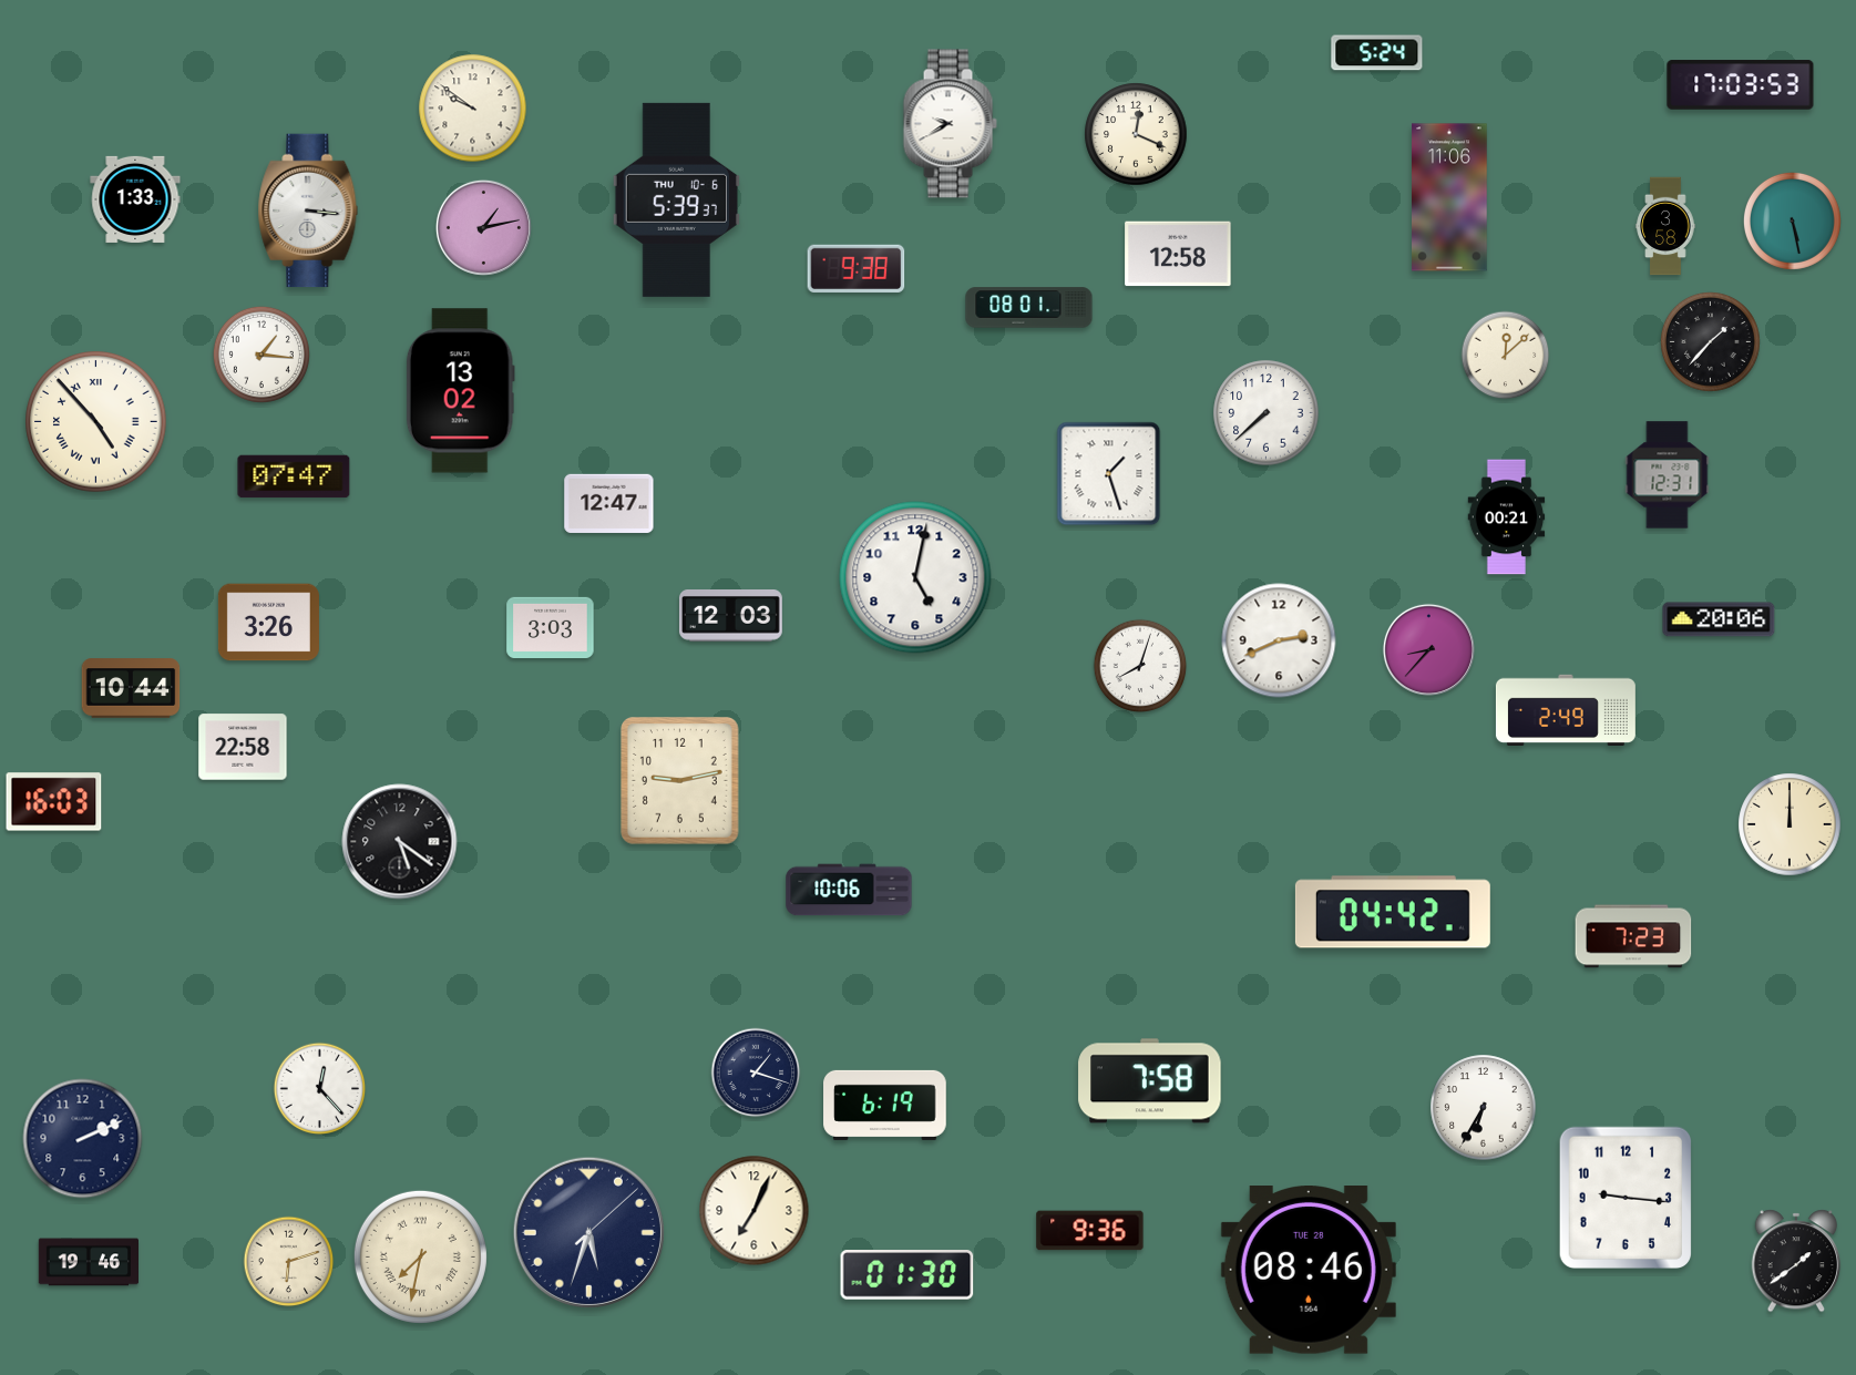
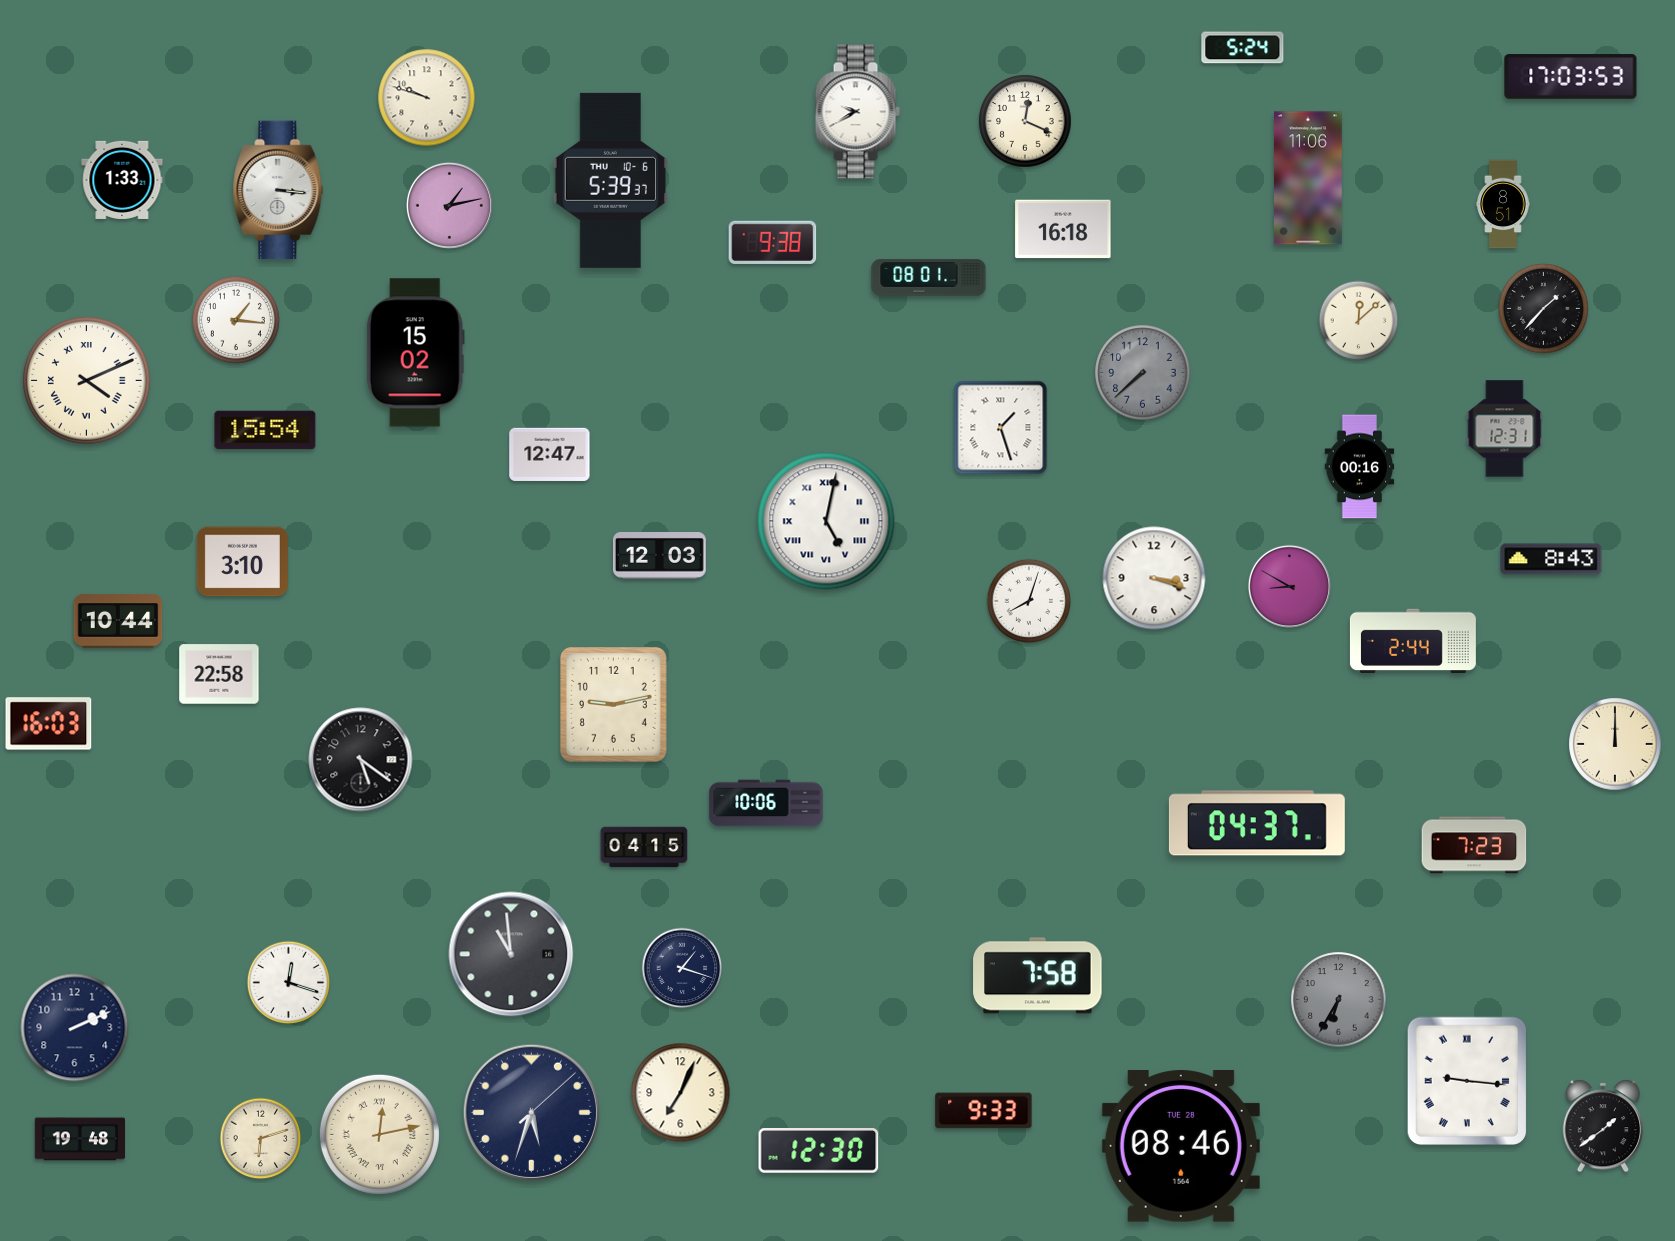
clock at (473, 109): 9:51 -> 9:48
clock at (1792, 220): 5:28 -> none
clock at (1665, 226): 3:58 -> 8:51
clock at (483, 227) position: (483, 227) -> (449, 205)
clock at (1178, 254): 12:58 -> 16:18
clock at (460, 391): 13:02 -> 15:02
clock at (1267, 413) dial: white -> grey
clock at (96, 422): 4:53 -> 4:11
clock at (294, 476): 07:47 -> 15:54
clock at (1507, 517): 00:21 -> 00:16
clock at (915, 577) numerals: Arabic -> Roman
clock at (1719, 619): 20:06 -> 8:43
clock at (268, 623): 3:26 -> 3:10
clock at (551, 627): 3:03 -> none
clock at (1279, 640): 2:41 -> 3:18
clock at (1428, 649): 8:37 -> 8:50
clock at (1566, 709): 2:49 -> 2:44
clock at (1393, 912): 04:42 -> 04:37
clock at (644, 847): none -> 04:15
clock at (511, 954): none -> 10:59
clock at (320, 1089): 12:23 -> 12:18
clock at (885, 1105): 6:19 -> none
clock at (1484, 1108) dial: white -> grey
clock at (1624, 1197) numerals: Arabic -> Roman
clock at (1090, 1231): 9:36 -> 9:33
clock at (420, 1256): 7:32 -> 12:13
clock at (1796, 1261) position: (1796, 1261) -> (1603, 1126)
clock at (88, 1262): 19:46 -> 19:48
clock at (908, 1275): 01:30 -> 12:30
